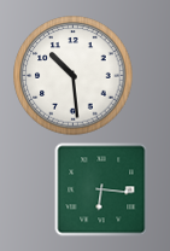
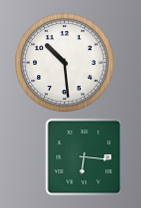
clock at (74, 76) position: (74, 76) -> (65, 63)
